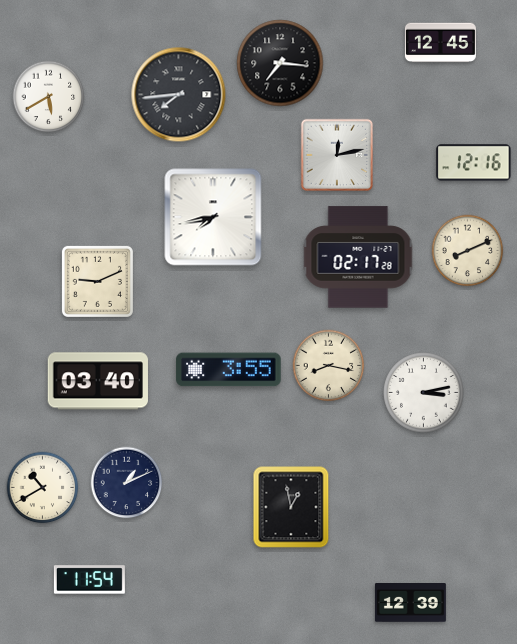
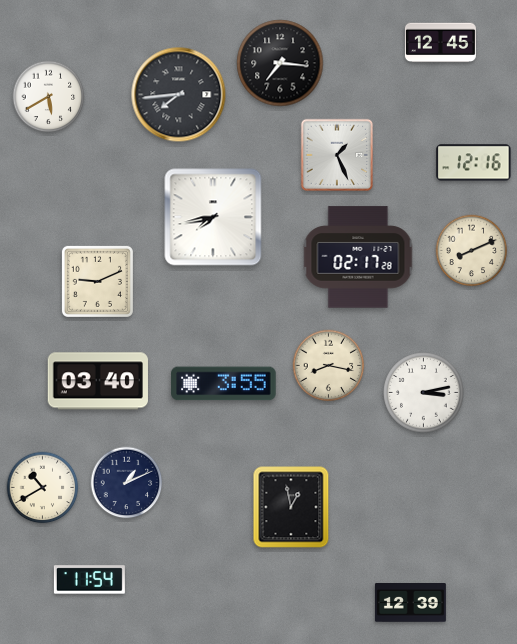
clock at (337, 155): 12:13 -> 1:26
clock at (468, 251) position: (468, 251) -> (472, 251)
clock at (229, 370) position: (229, 370) -> (224, 384)
